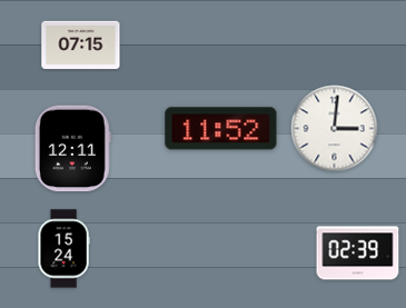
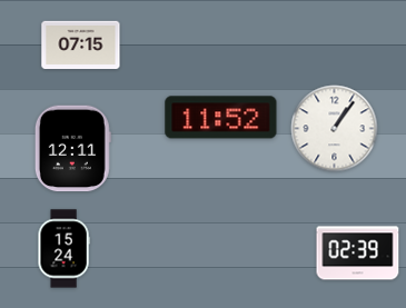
clock at (221, 129) position: (221, 129) -> (221, 118)
clock at (335, 129): 3:01 -> 1:06
